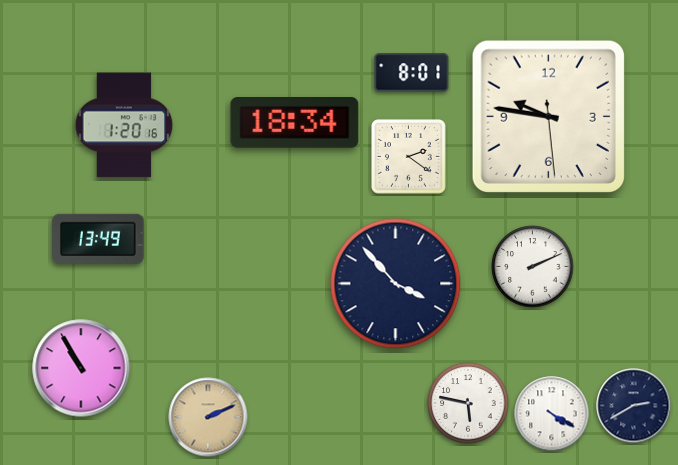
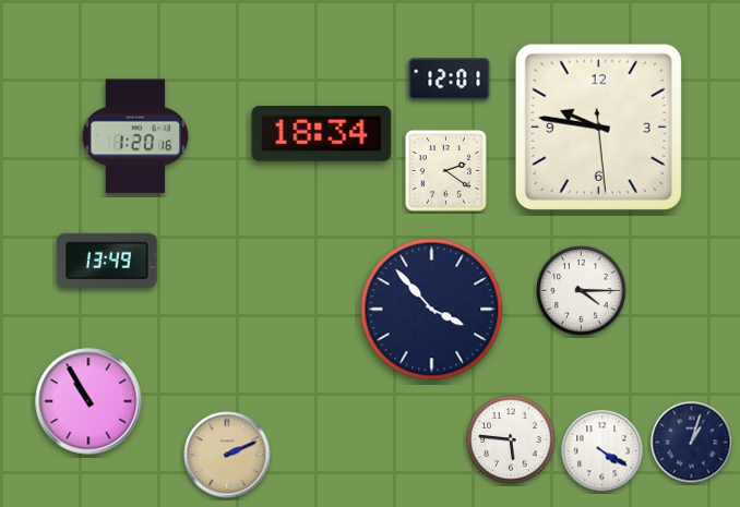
clock at (412, 73): 8:01 -> 12:01
clock at (533, 267): 2:11 -> 4:15
clock at (468, 403): 5:47 -> 5:46
clock at (634, 406): 2:40 -> 1:03
